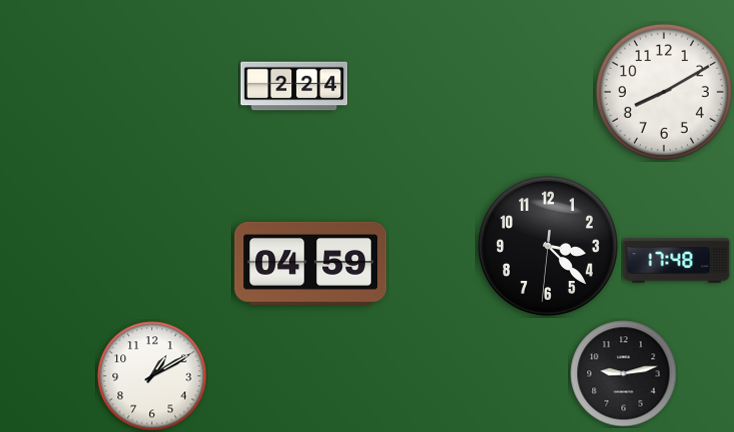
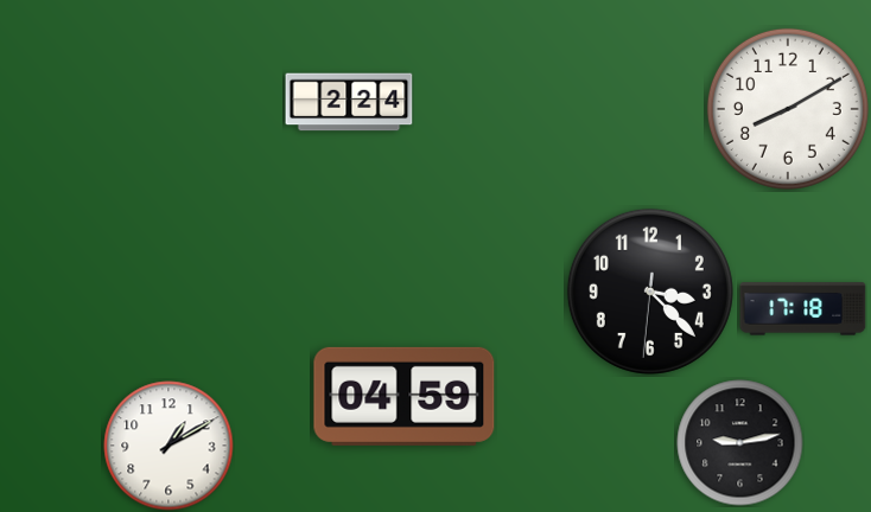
clock at (677, 261): 17:48 -> 17:18
clock at (311, 263) position: (311, 263) -> (405, 396)
clock at (152, 376) position: (152, 376) -> (169, 446)
